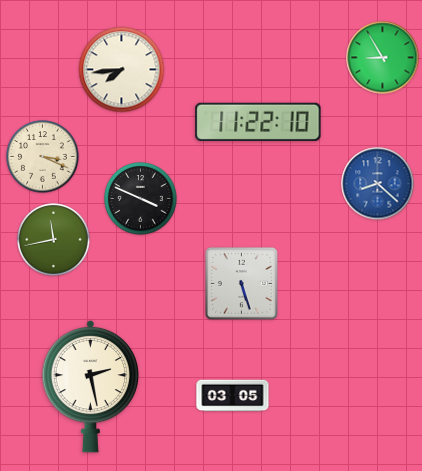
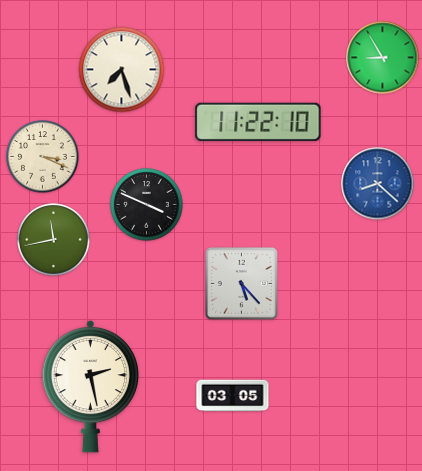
clock at (122, 70): 7:44 -> 7:27
clock at (141, 199) position: (141, 199) -> (147, 205)
clock at (241, 283): 5:27 -> 5:23
